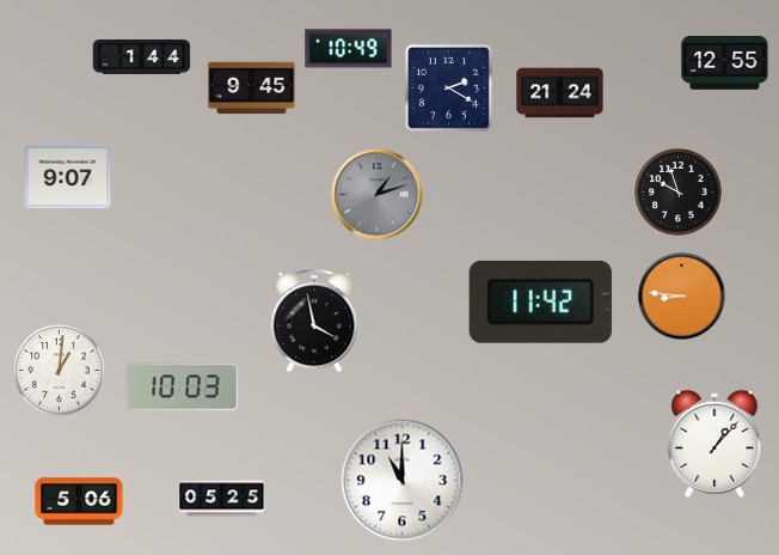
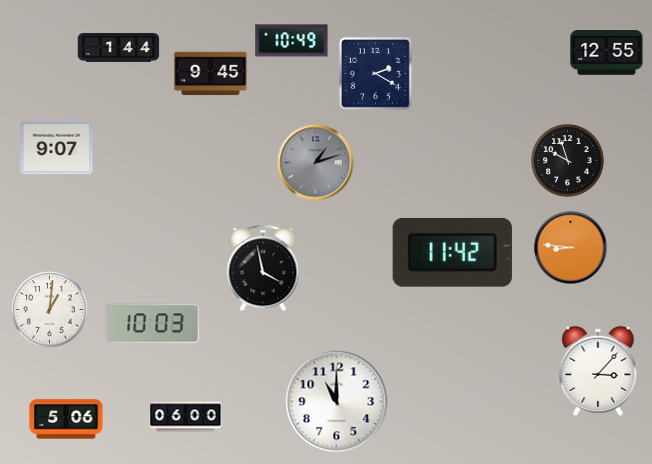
clock at (560, 93): 21:24 -> none
clock at (714, 444): 1:07 -> 3:07
clock at (222, 499): 05:25 -> 06:00
